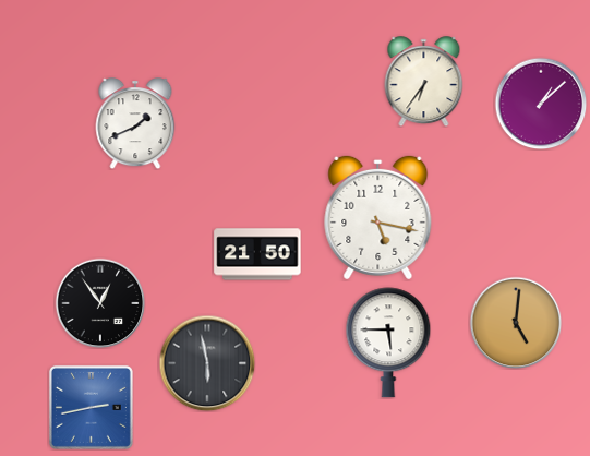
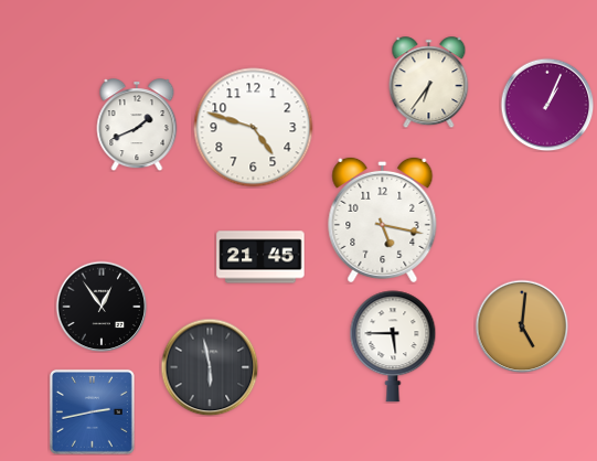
clock at (541, 104): 1:08 -> 1:04
clock at (254, 128): none -> 4:48
clock at (257, 254): 21:50 -> 21:45
